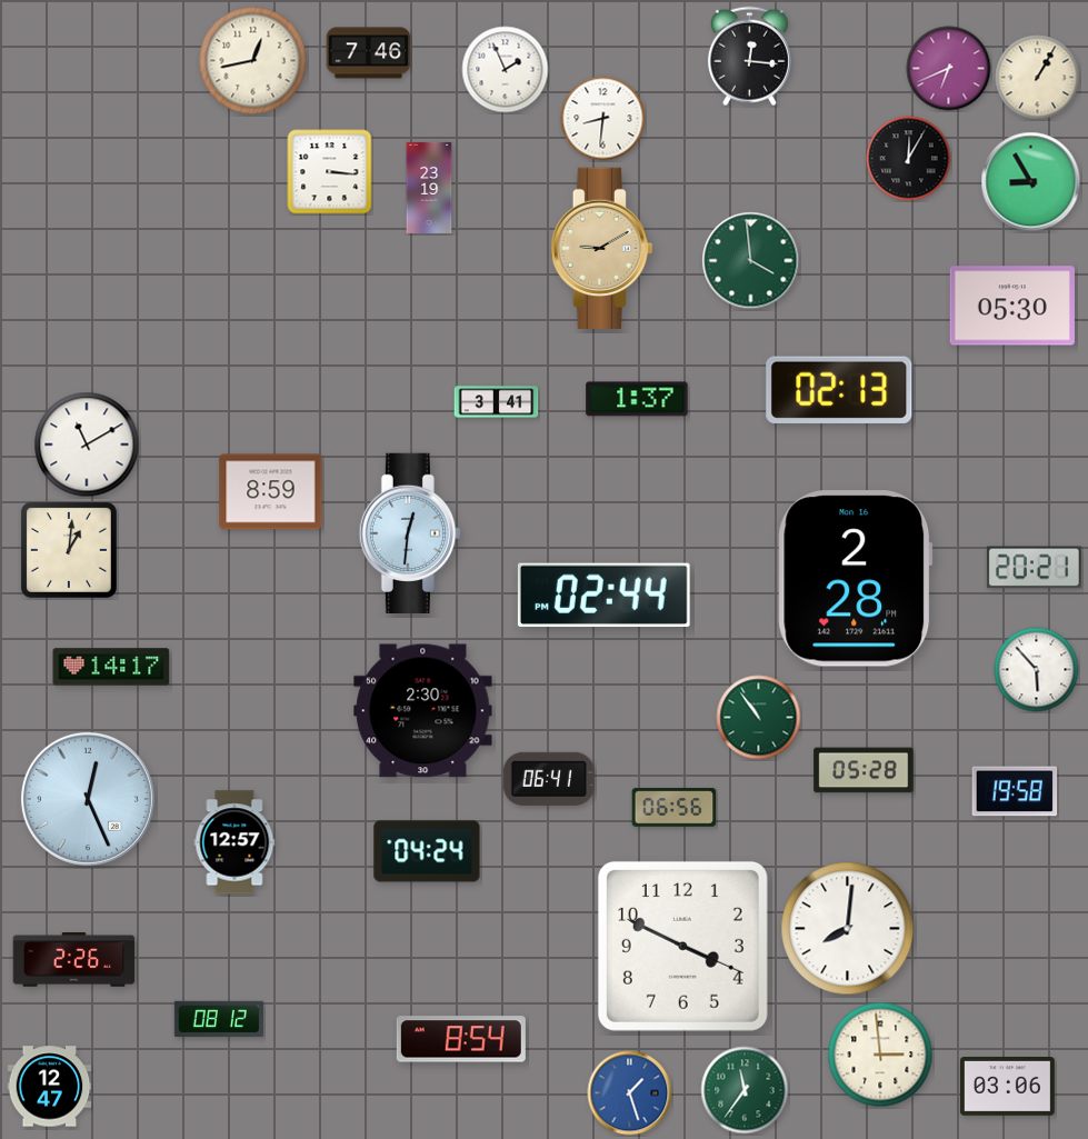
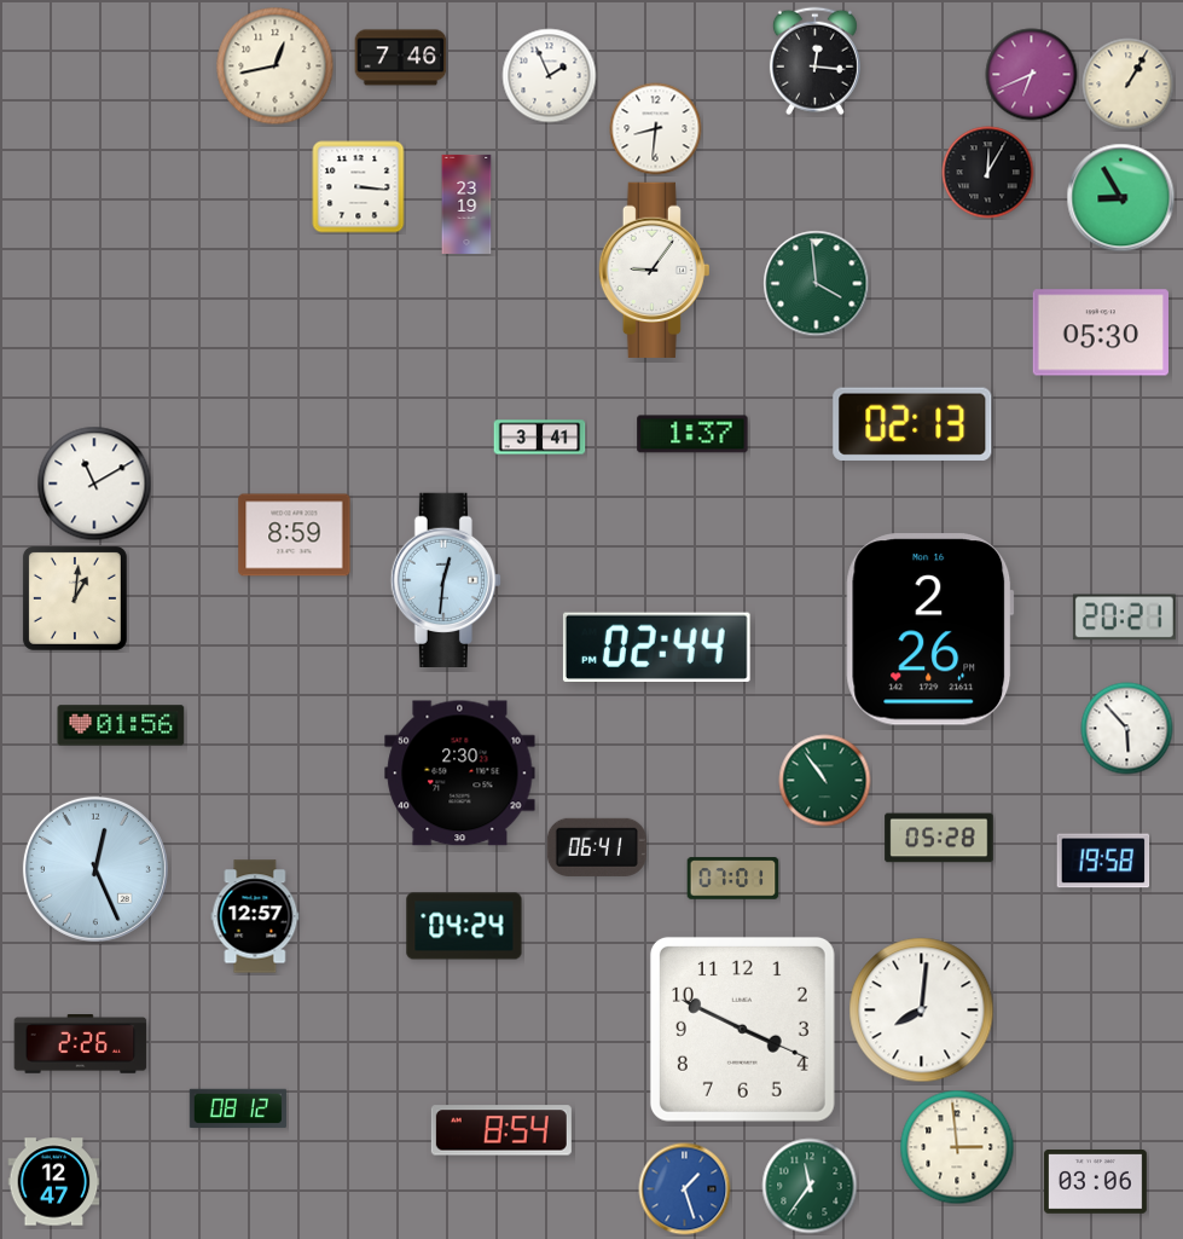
clock at (601, 248): 9:10 -> 9:06
clock at (601, 248) dial: champagne -> white
clock at (856, 579): 2:28 -> 2:26
clock at (111, 667): 14:17 -> 01:56
clock at (675, 808): 06:56 -> 07:01
